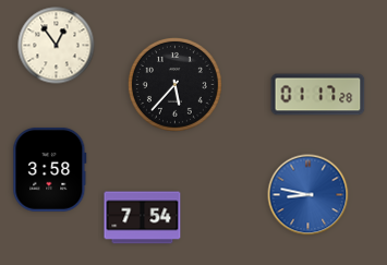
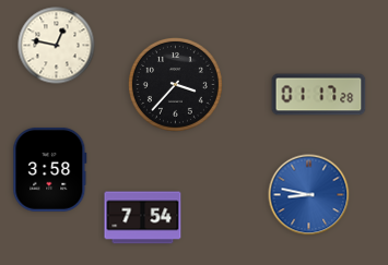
clock at (57, 46): 12:54 -> 12:47
clock at (174, 84): 5:37 -> 3:37
